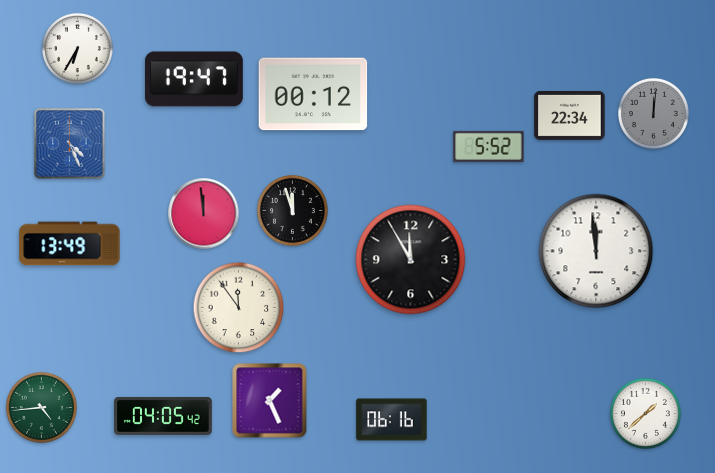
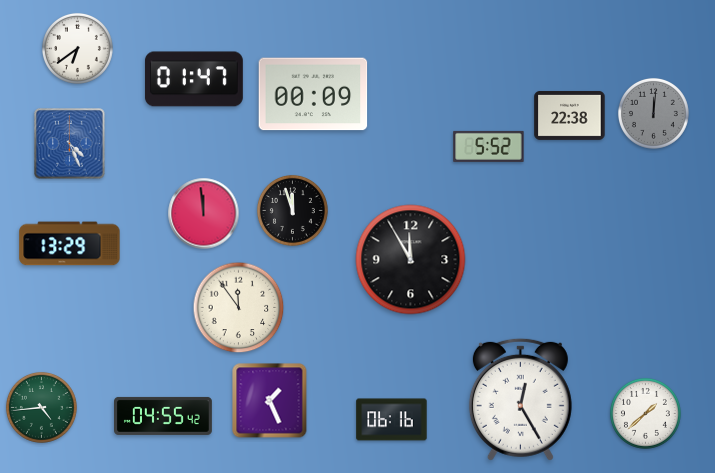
clock at (77, 48): 6:35 -> 6:39
clock at (194, 79): 19:47 -> 01:47
clock at (313, 94): 00:12 -> 00:09
clock at (570, 115): 22:34 -> 22:38
clock at (70, 244): 13:49 -> 13:29
clock at (596, 251): 11:59 -> none
clock at (520, 399): none -> 12:25
clock at (164, 416): 04:05 -> 04:55
